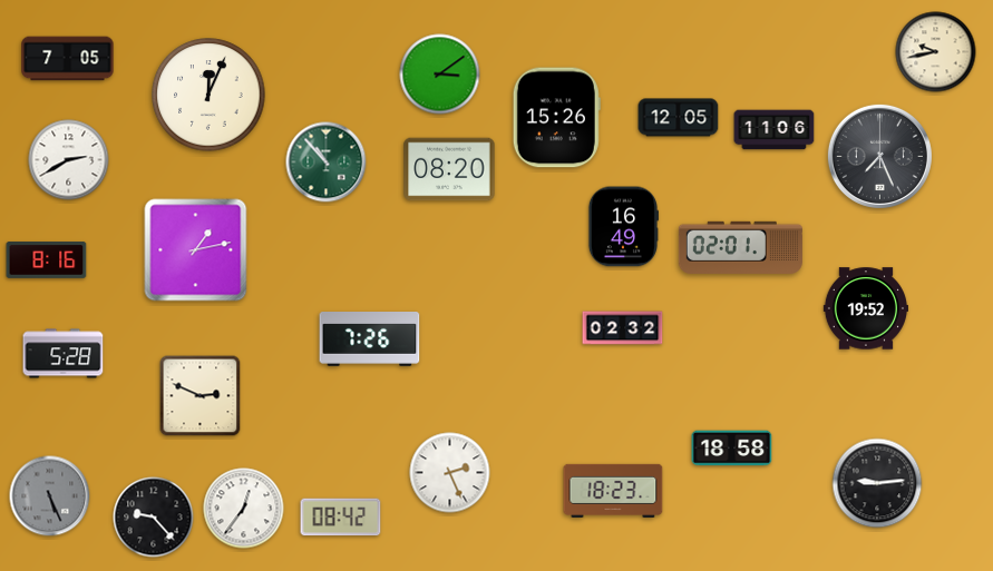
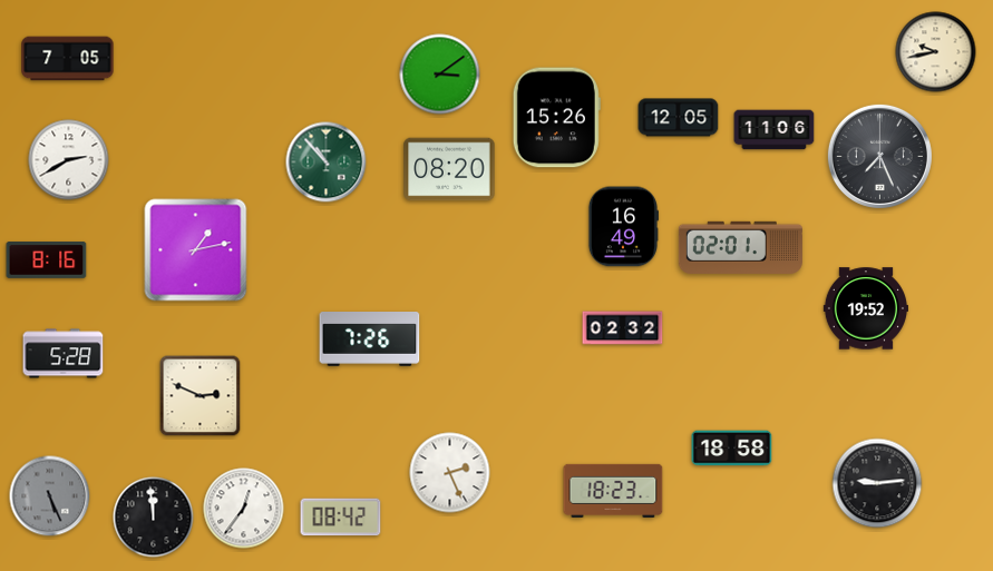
clock at (208, 95): 12:04 -> none
clock at (154, 518): 9:23 -> 11:59
